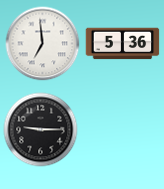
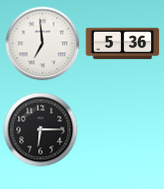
clock at (41, 130): 9:15 -> 6:15
